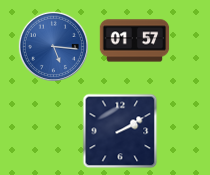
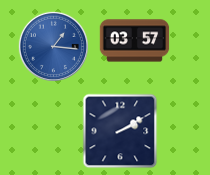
clock at (135, 41): 01:57 -> 03:57
clock at (53, 46): 5:16 -> 1:16
